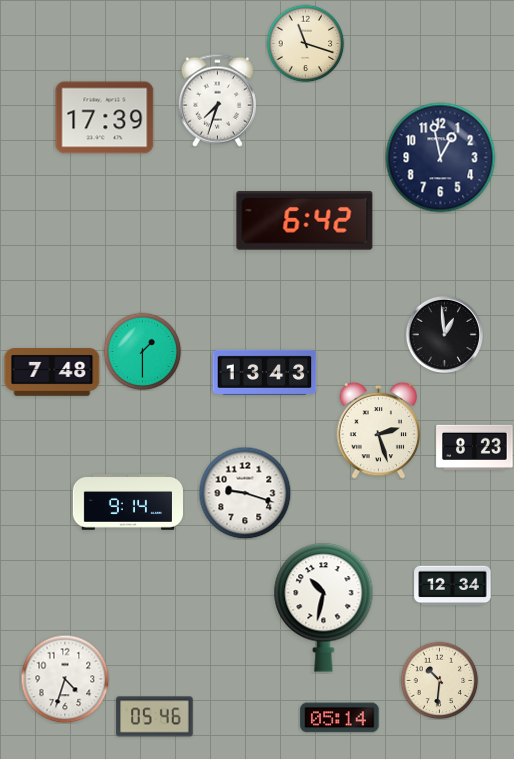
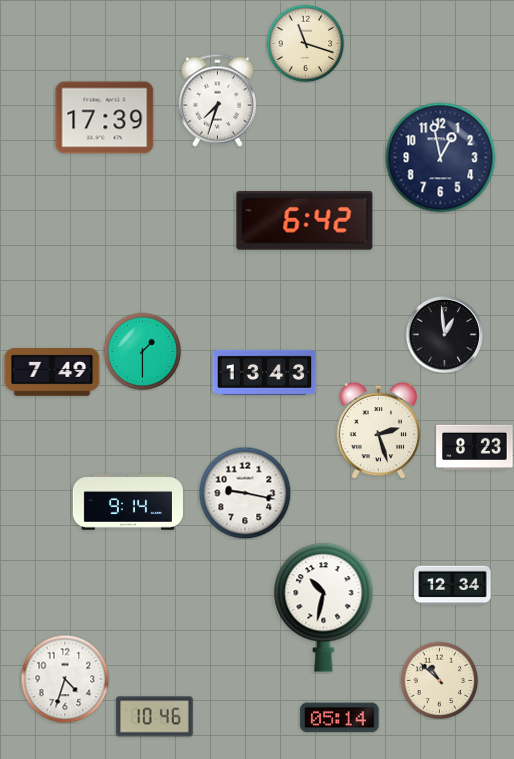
clock at (52, 373): 7:48 -> 7:49
clock at (245, 493): 9:18 -> 9:17
clock at (439, 680): 10:31 -> 10:52
clock at (155, 717): 05:46 -> 10:46
